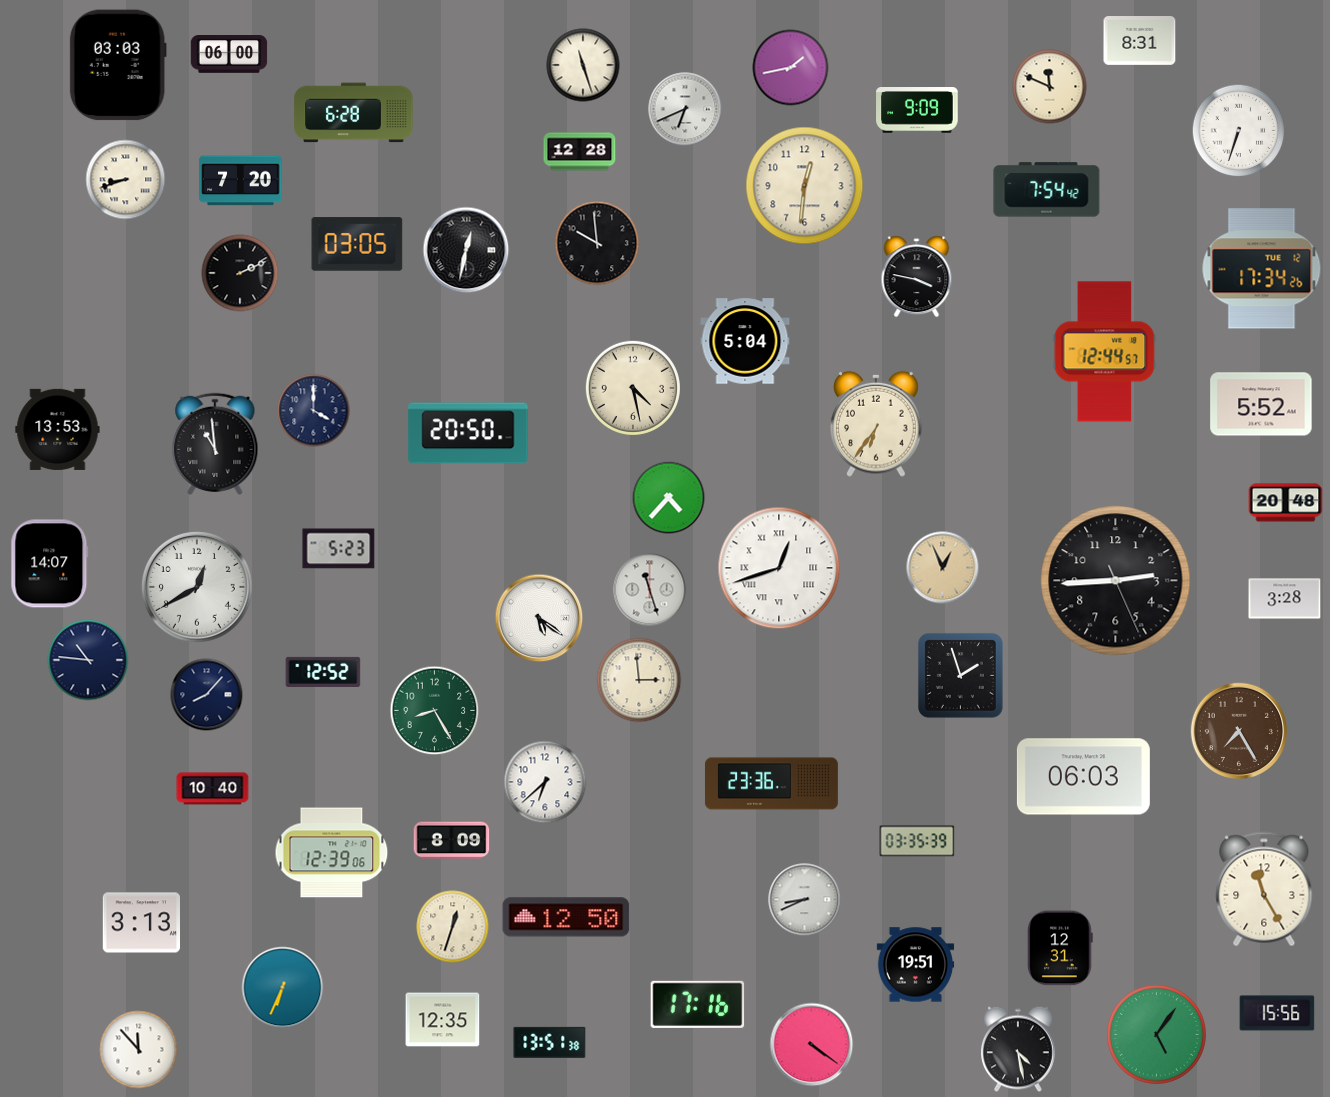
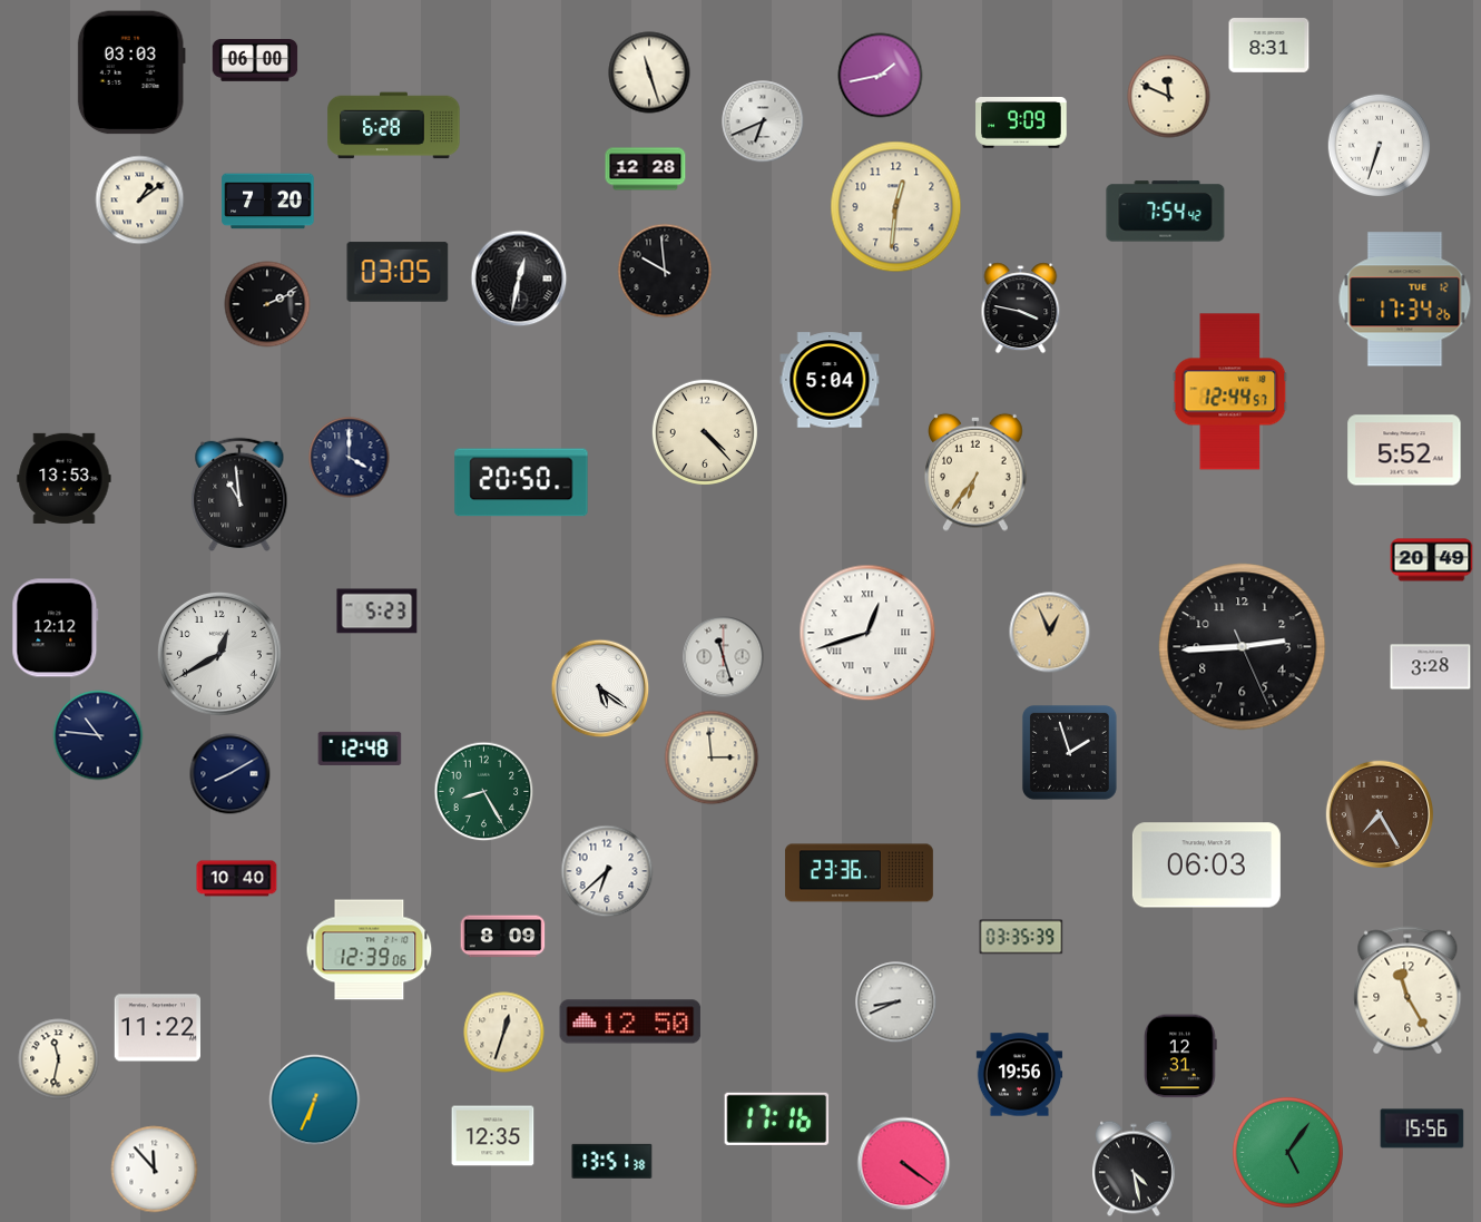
clock at (126, 180): 8:42 -> 1:09
clock at (633, 388): 4:28 -> 4:23
clock at (669, 498): 4:37 -> none
clock at (1286, 503): 20:48 -> 20:49
clock at (50, 564): 14:07 -> 12:12
clock at (323, 672): 12:52 -> 12:48
clock at (207, 695): 8:07 -> 8:10
clock at (141, 923): 3:13 -> 11:22
clock at (59, 1059): none -> 11:32
clock at (916, 965): 19:51 -> 19:56
